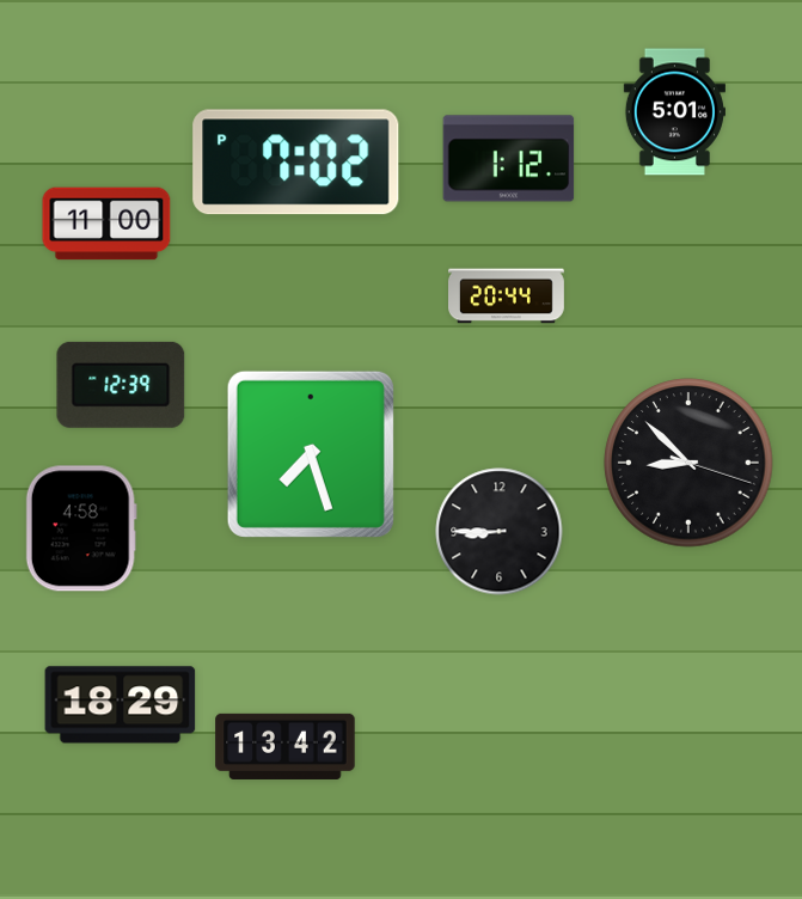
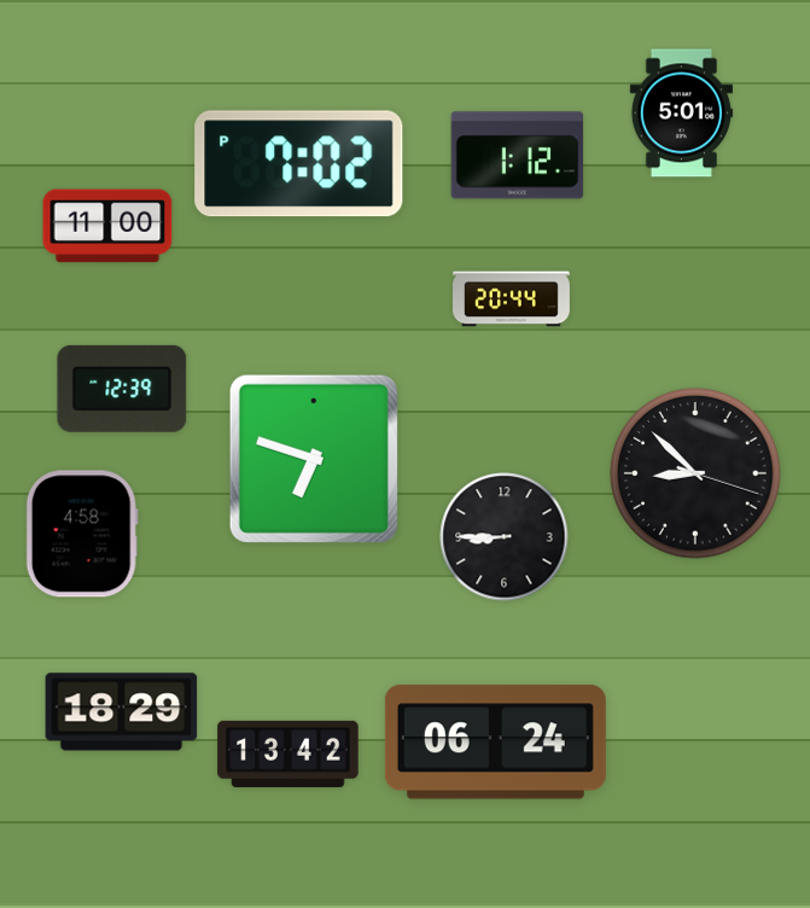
clock at (509, 159) position: (509, 159) -> (518, 156)
clock at (311, 454): 7:27 -> 6:48
clock at (688, 463) position: (688, 463) -> (695, 473)
clock at (495, 743): none -> 06:24
